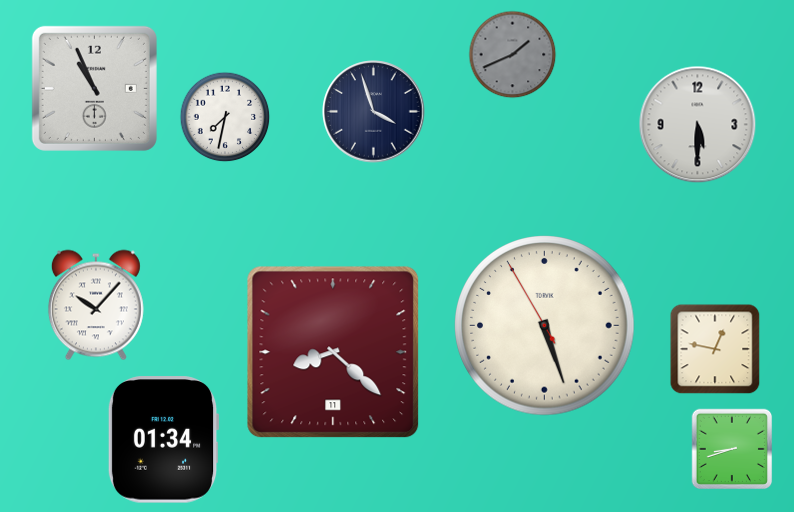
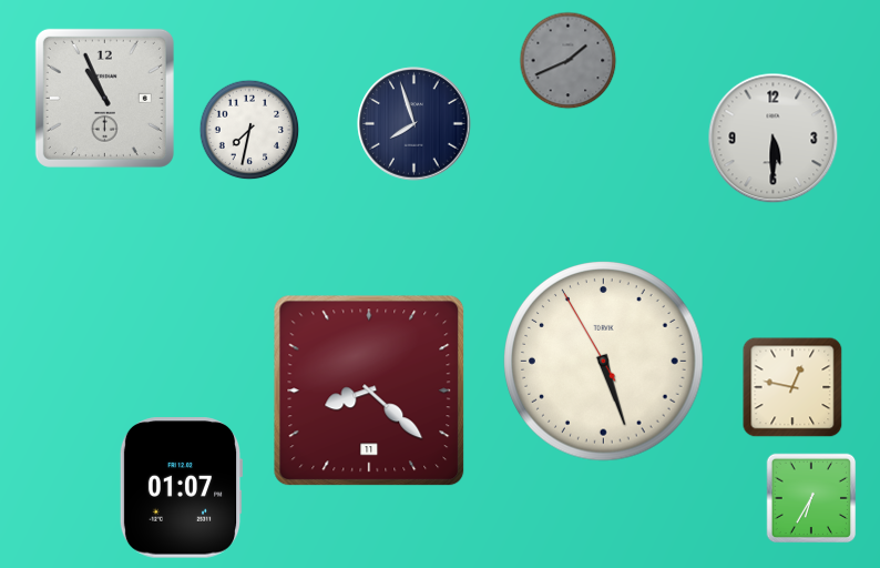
clock at (374, 112): 3:57 -> 7:57
clock at (96, 305): 10:07 -> none
clock at (163, 440): 01:34 -> 01:07
clock at (732, 449): 8:42 -> 6:35
